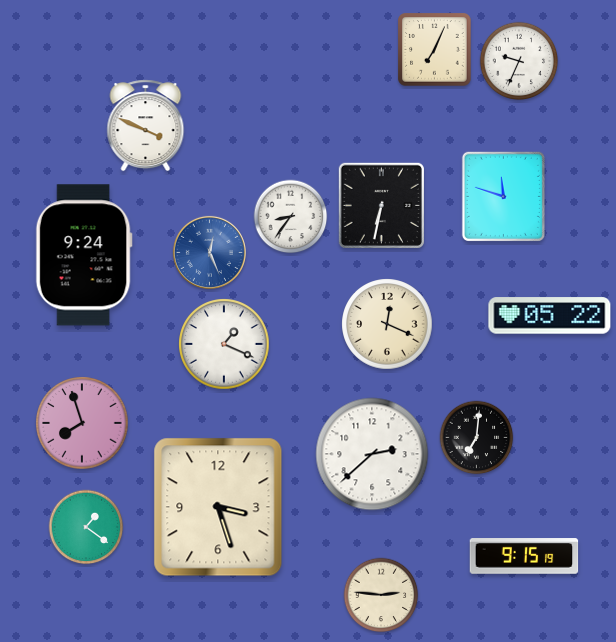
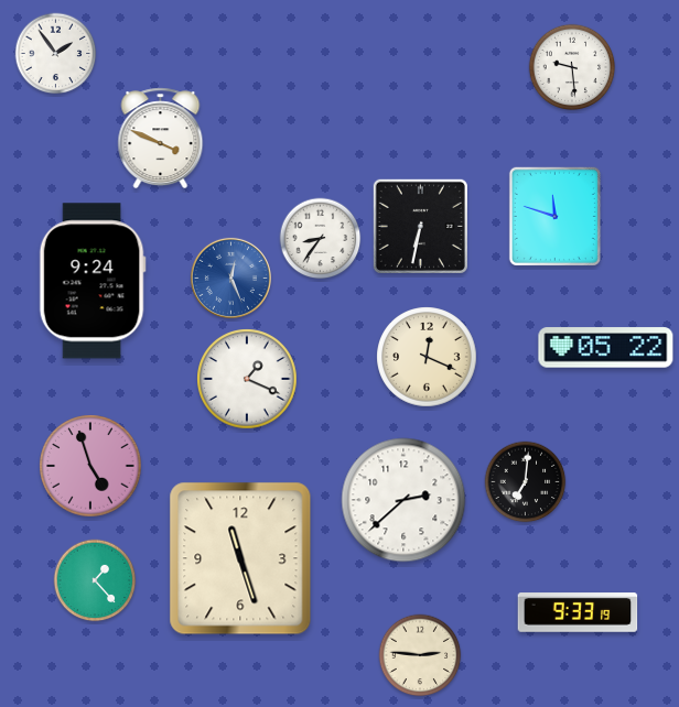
clock at (56, 54): none -> 1:54
clock at (435, 50): 7:04 -> none
clock at (519, 61): 9:34 -> 9:29
clock at (82, 423): 7:57 -> 4:57
clock at (372, 454) position: (372, 454) -> (403, 500)
clock at (218, 507): 3:27 -> 11:27
clock at (86, 527): 1:21 -> 1:23
clock at (524, 556): 9:15 -> 9:33
